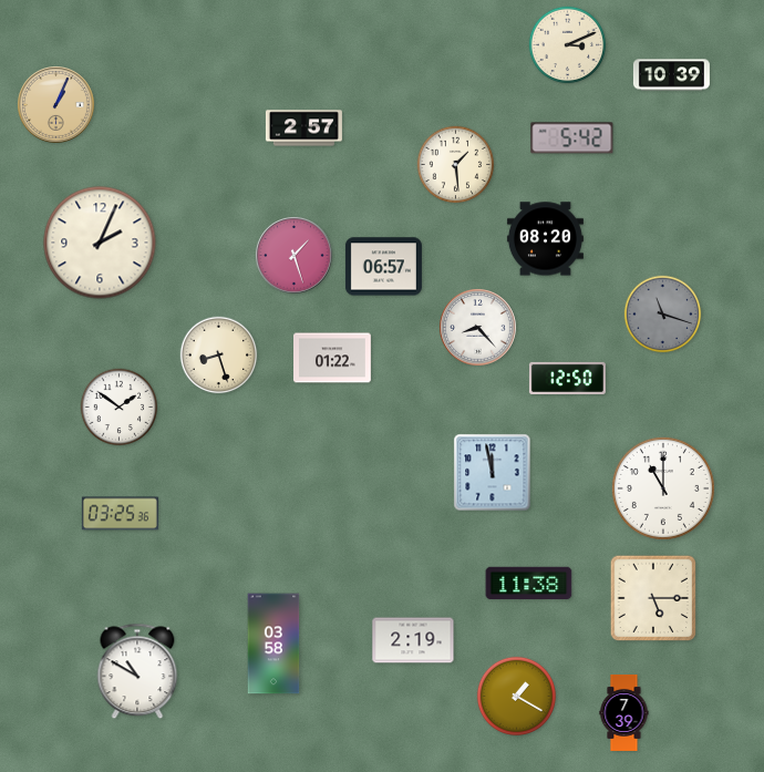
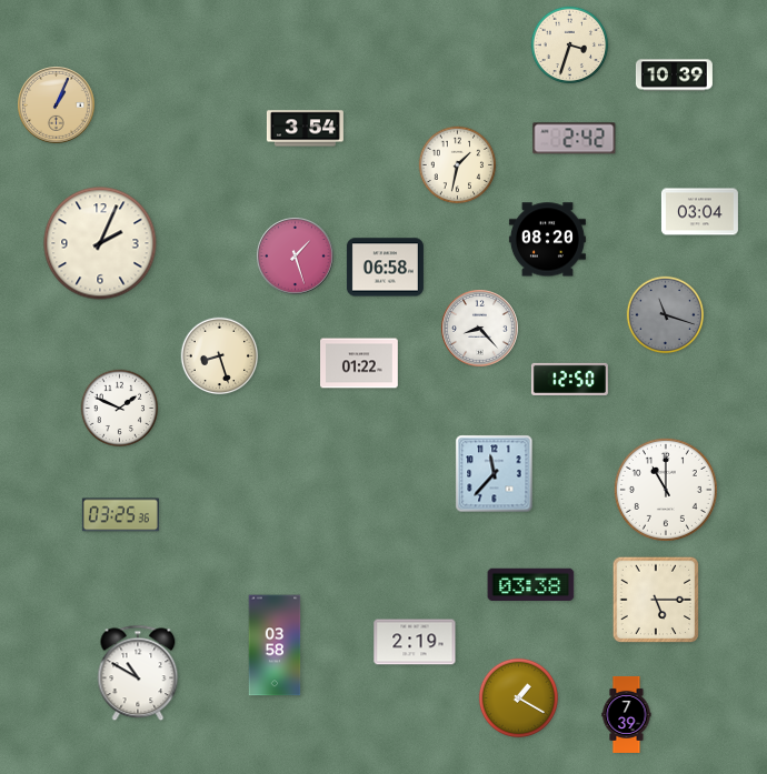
clock at (568, 45): 3:11 -> 3:33
clock at (303, 128): 2:57 -> 3:54
clock at (572, 138): 5:42 -> 2:42
clock at (456, 165): 1:29 -> 1:32
clock at (699, 212): none -> 03:04
clock at (383, 267): 06:57 -> 06:58
clock at (333, 358) position: (333, 358) -> (360, 363)
clock at (120, 408): 1:51 -> 1:49
clock at (493, 473): 11:58 -> 11:37
clock at (529, 584): 11:38 -> 03:38
